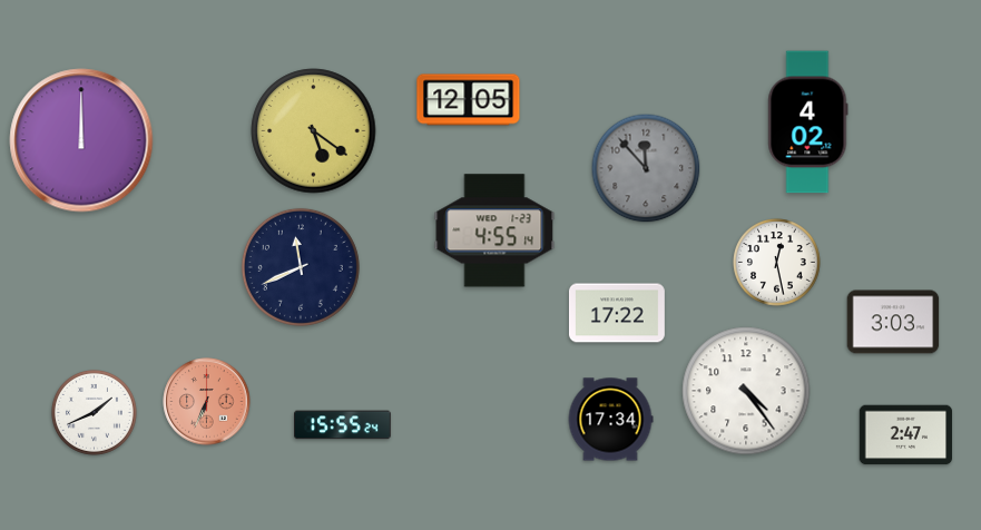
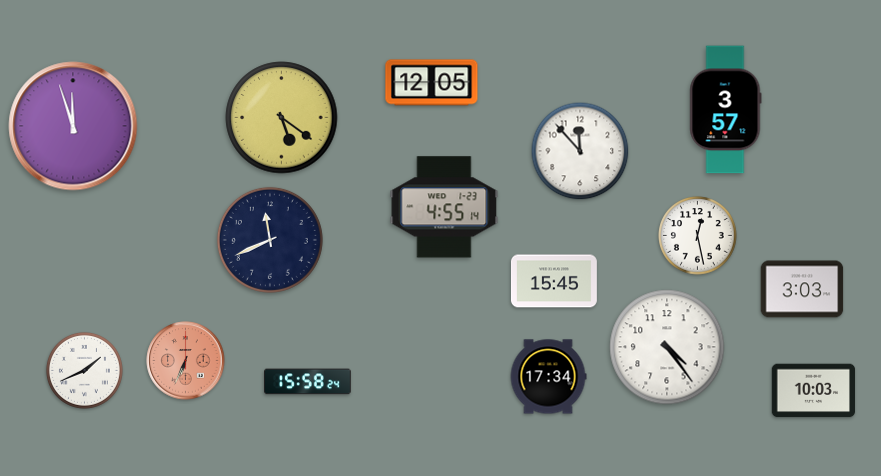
clock at (469, 100) position: (469, 100) -> (432, 83)
clock at (808, 122): 4:02 -> 3:57
clock at (81, 140): 12:00 -> 11:57
clock at (646, 168) dial: grey -> white
clock at (617, 313): 17:22 -> 15:45
clock at (746, 391) position: (746, 391) -> (667, 347)
clock at (343, 425): 15:55 -> 15:58
clock at (906, 435): 2:47 -> 10:03
